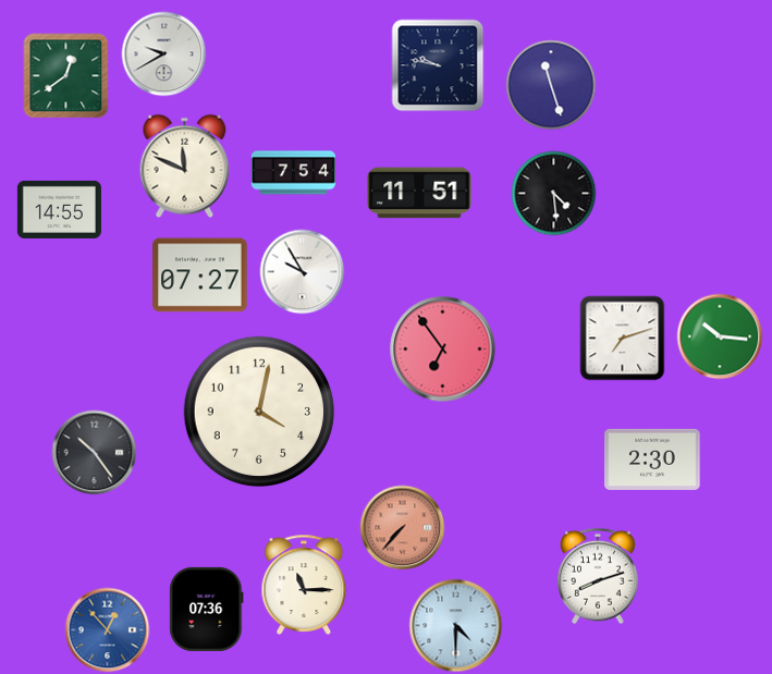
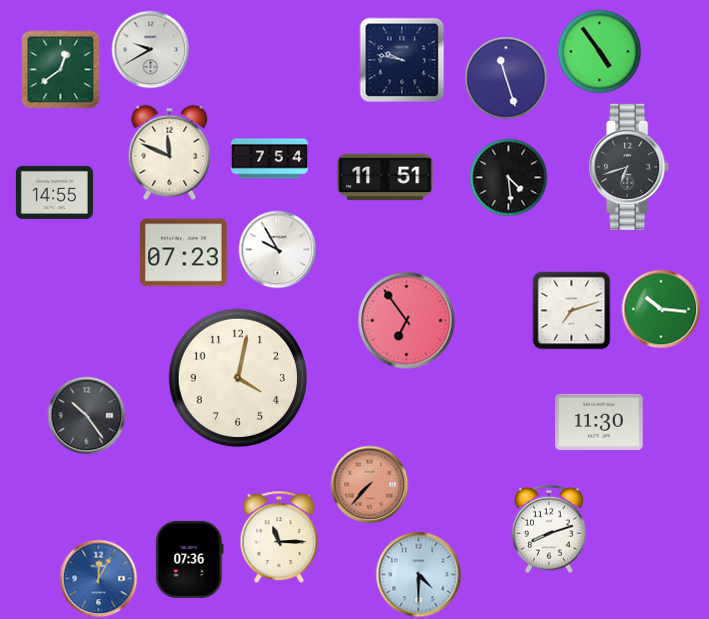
clock at (599, 51): none -> 4:54
clock at (630, 167): none -> 6:42
clock at (200, 275): 07:27 -> 07:23
clock at (652, 459): 2:30 -> 11:30
clock at (107, 629): 12:53 -> 12:05
